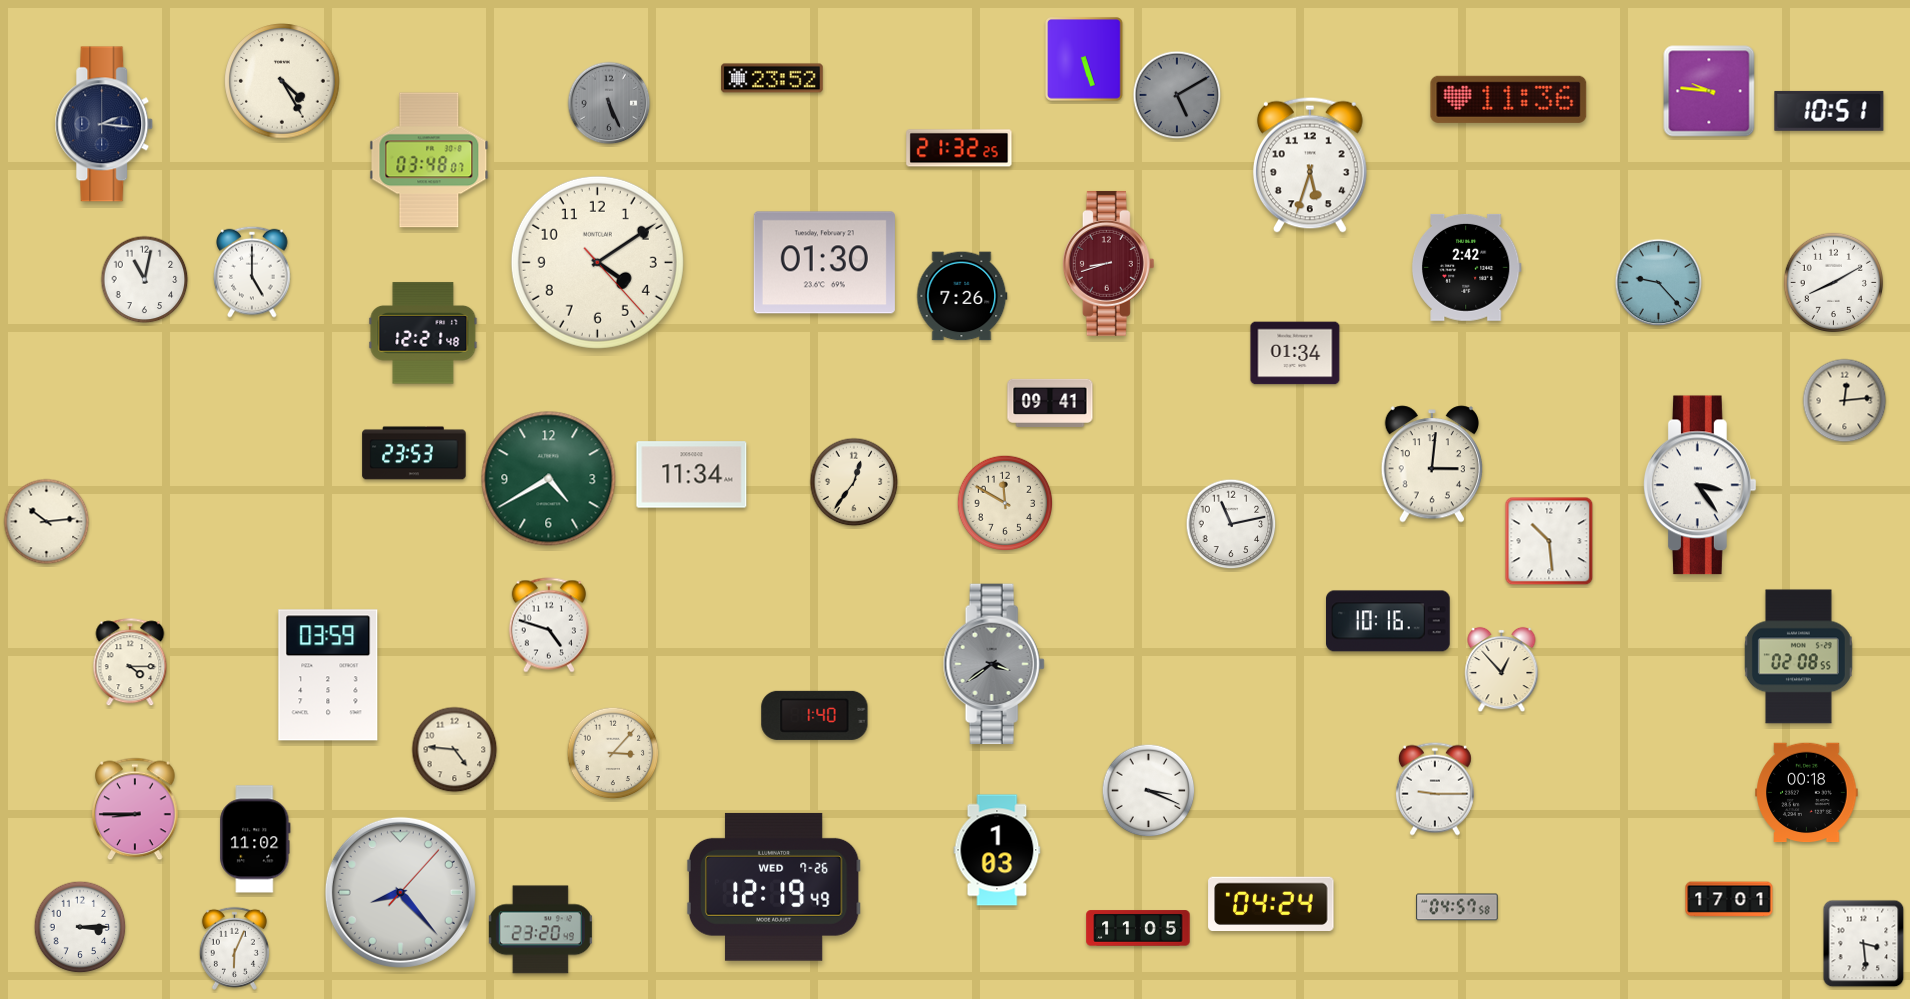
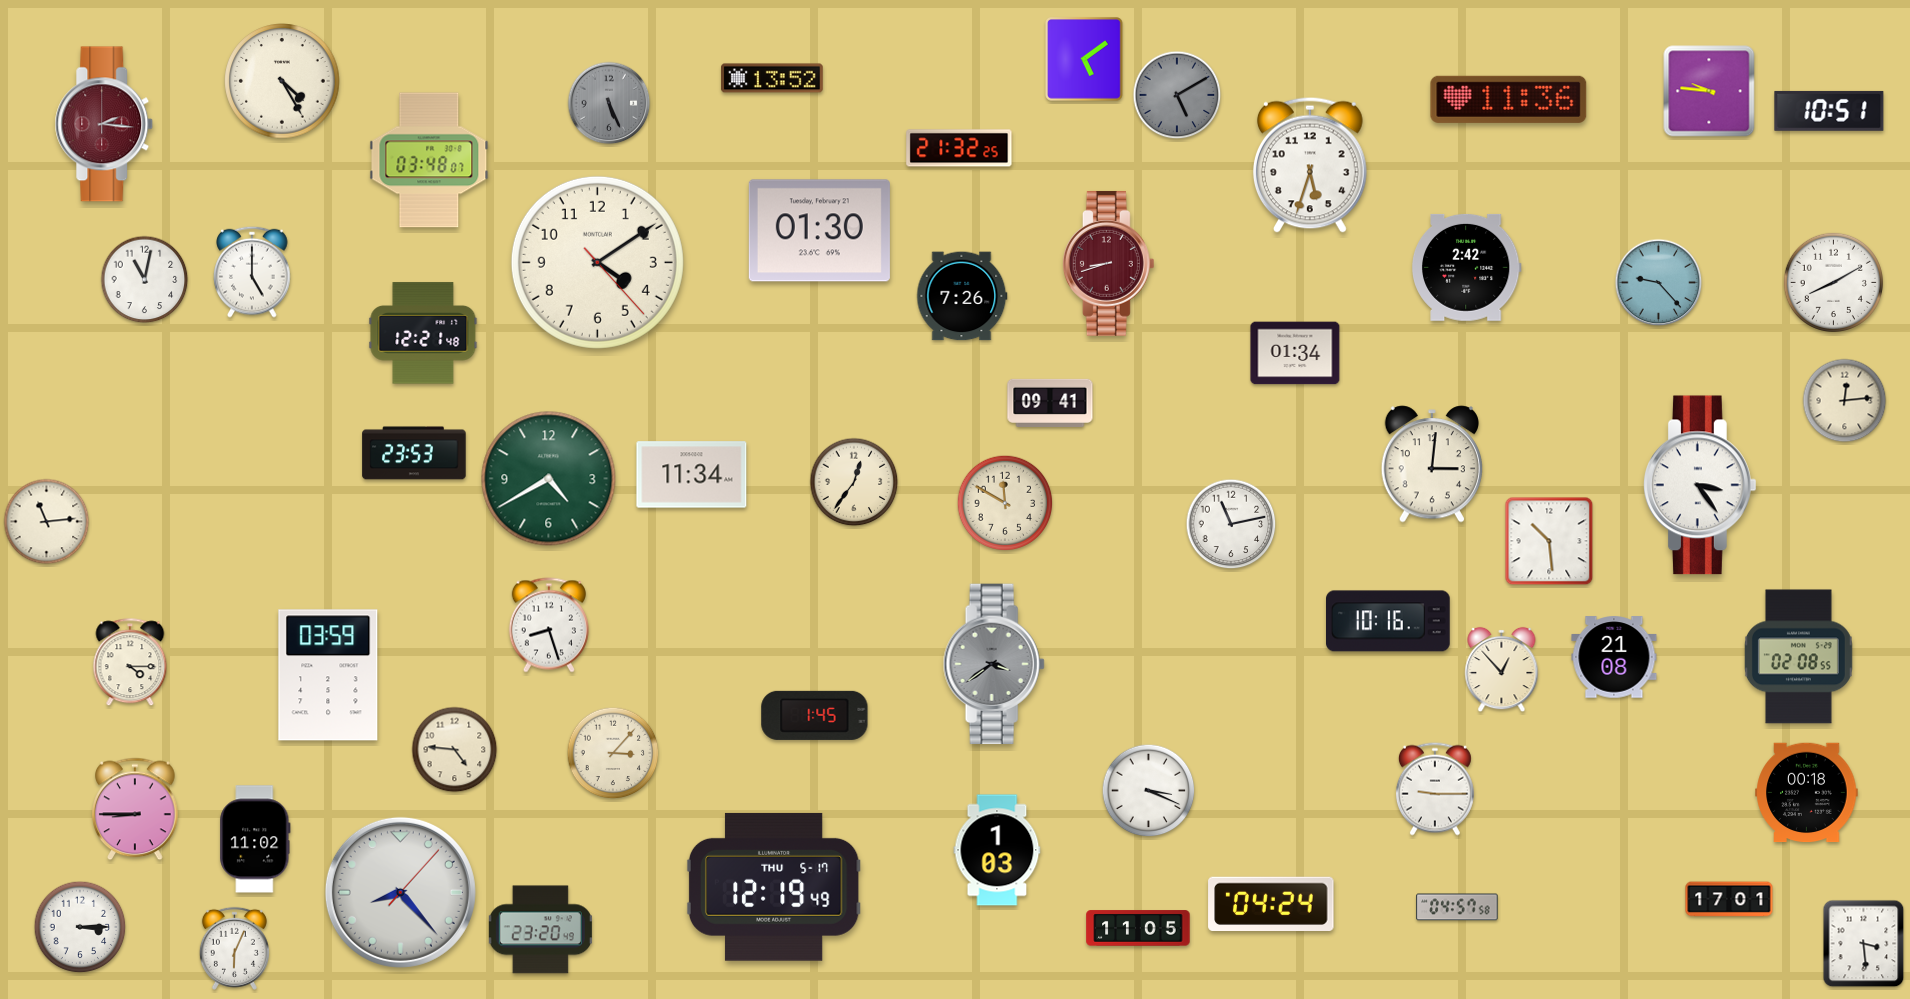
clock at (1084, 59): 5:27 -> 5:09
clock at (772, 78): 23:52 -> 13:52
clock at (104, 124) dial: navy -> burgundy
clock at (824, 263) position: (824, 263) -> (819, 231)
clock at (47, 522): 10:14 -> 11:14
clock at (549, 625): 4:48 -> 8:27
clock at (1614, 657): none -> 21:08
clock at (815, 715): 1:40 -> 1:45
clock at (774, 887) date: WED 7-26 -> THU 5-17
